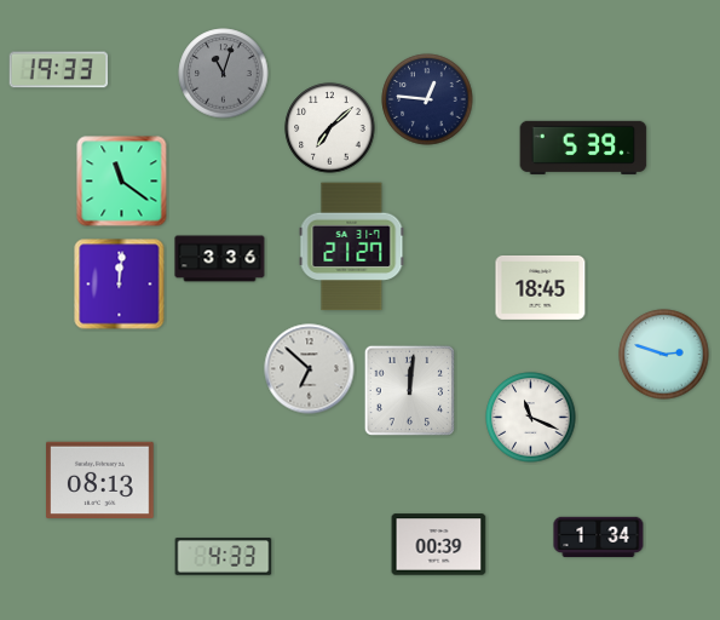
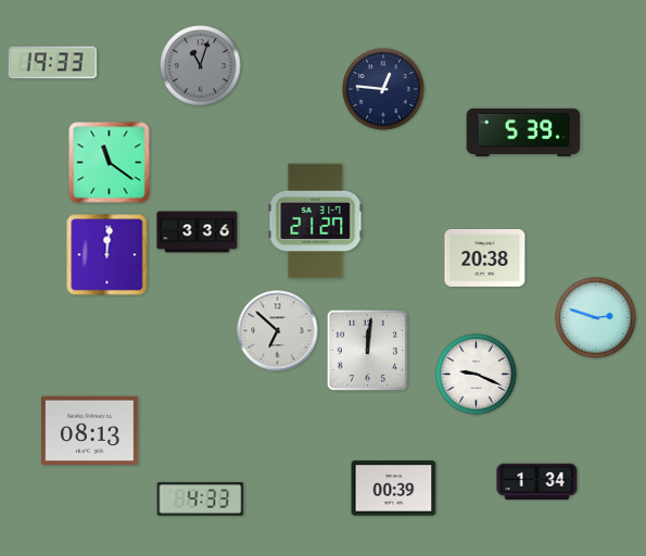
clock at (330, 128): 7:08 -> none
clock at (541, 287): 18:45 -> 20:38
clock at (531, 418): 11:19 -> 9:19
